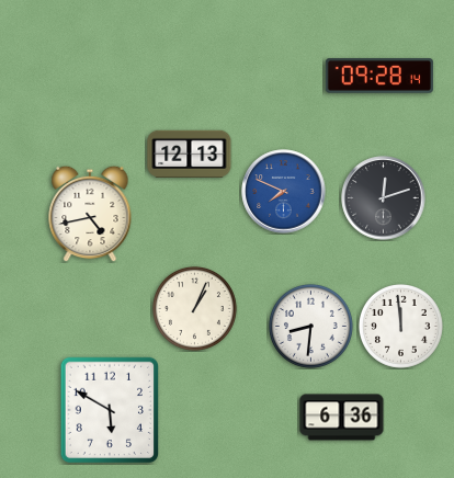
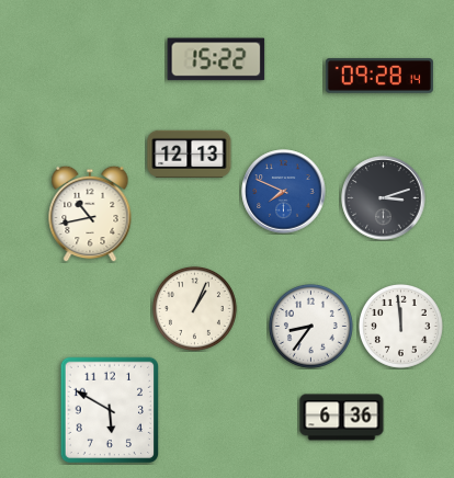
clock at (216, 59): none -> 15:22
clock at (384, 198): 12:12 -> 3:12
clock at (90, 214): 4:43 -> 10:43
clock at (310, 326): 8:31 -> 8:36
